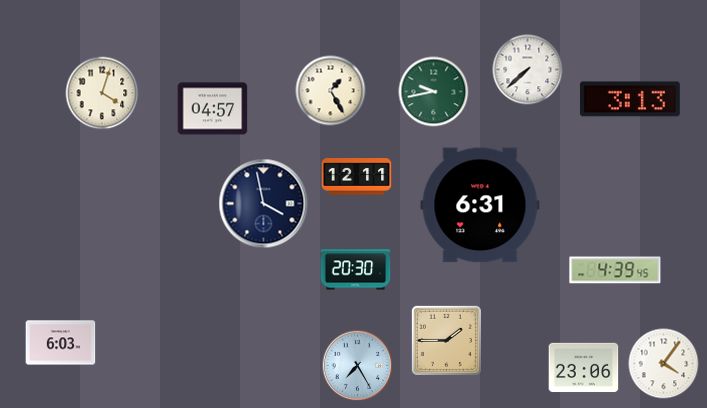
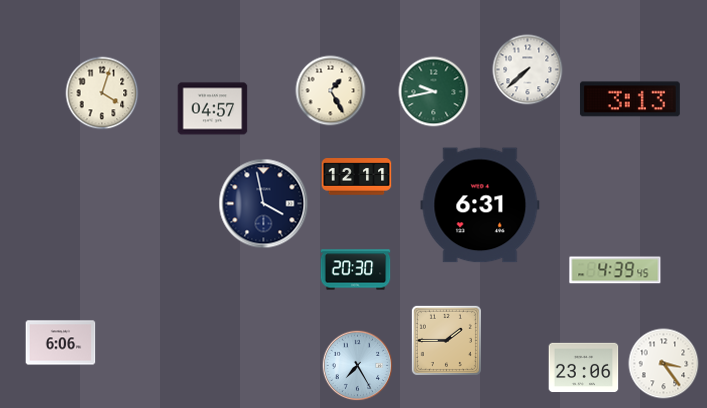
clock at (61, 343): 6:03 -> 6:06
clock at (664, 364): 4:06 -> 3:24
